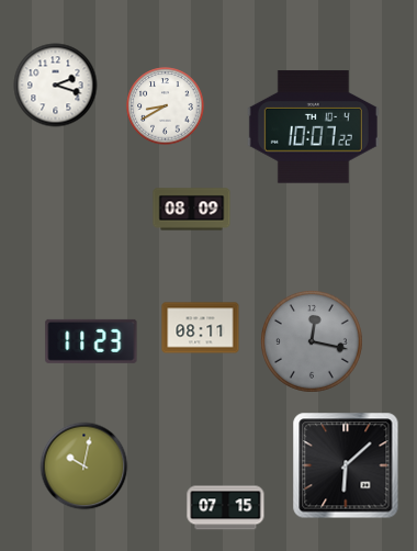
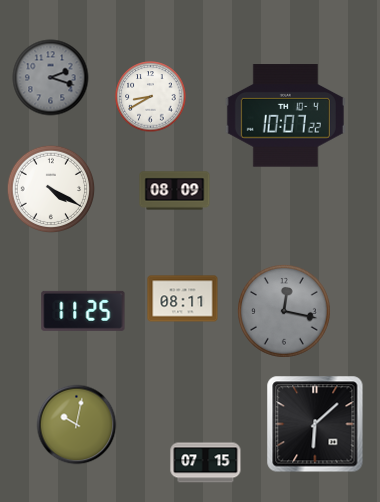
clock at (56, 86) dial: white -> grey
clock at (51, 189): none -> 4:20
clock at (91, 341): 11:23 -> 11:25
